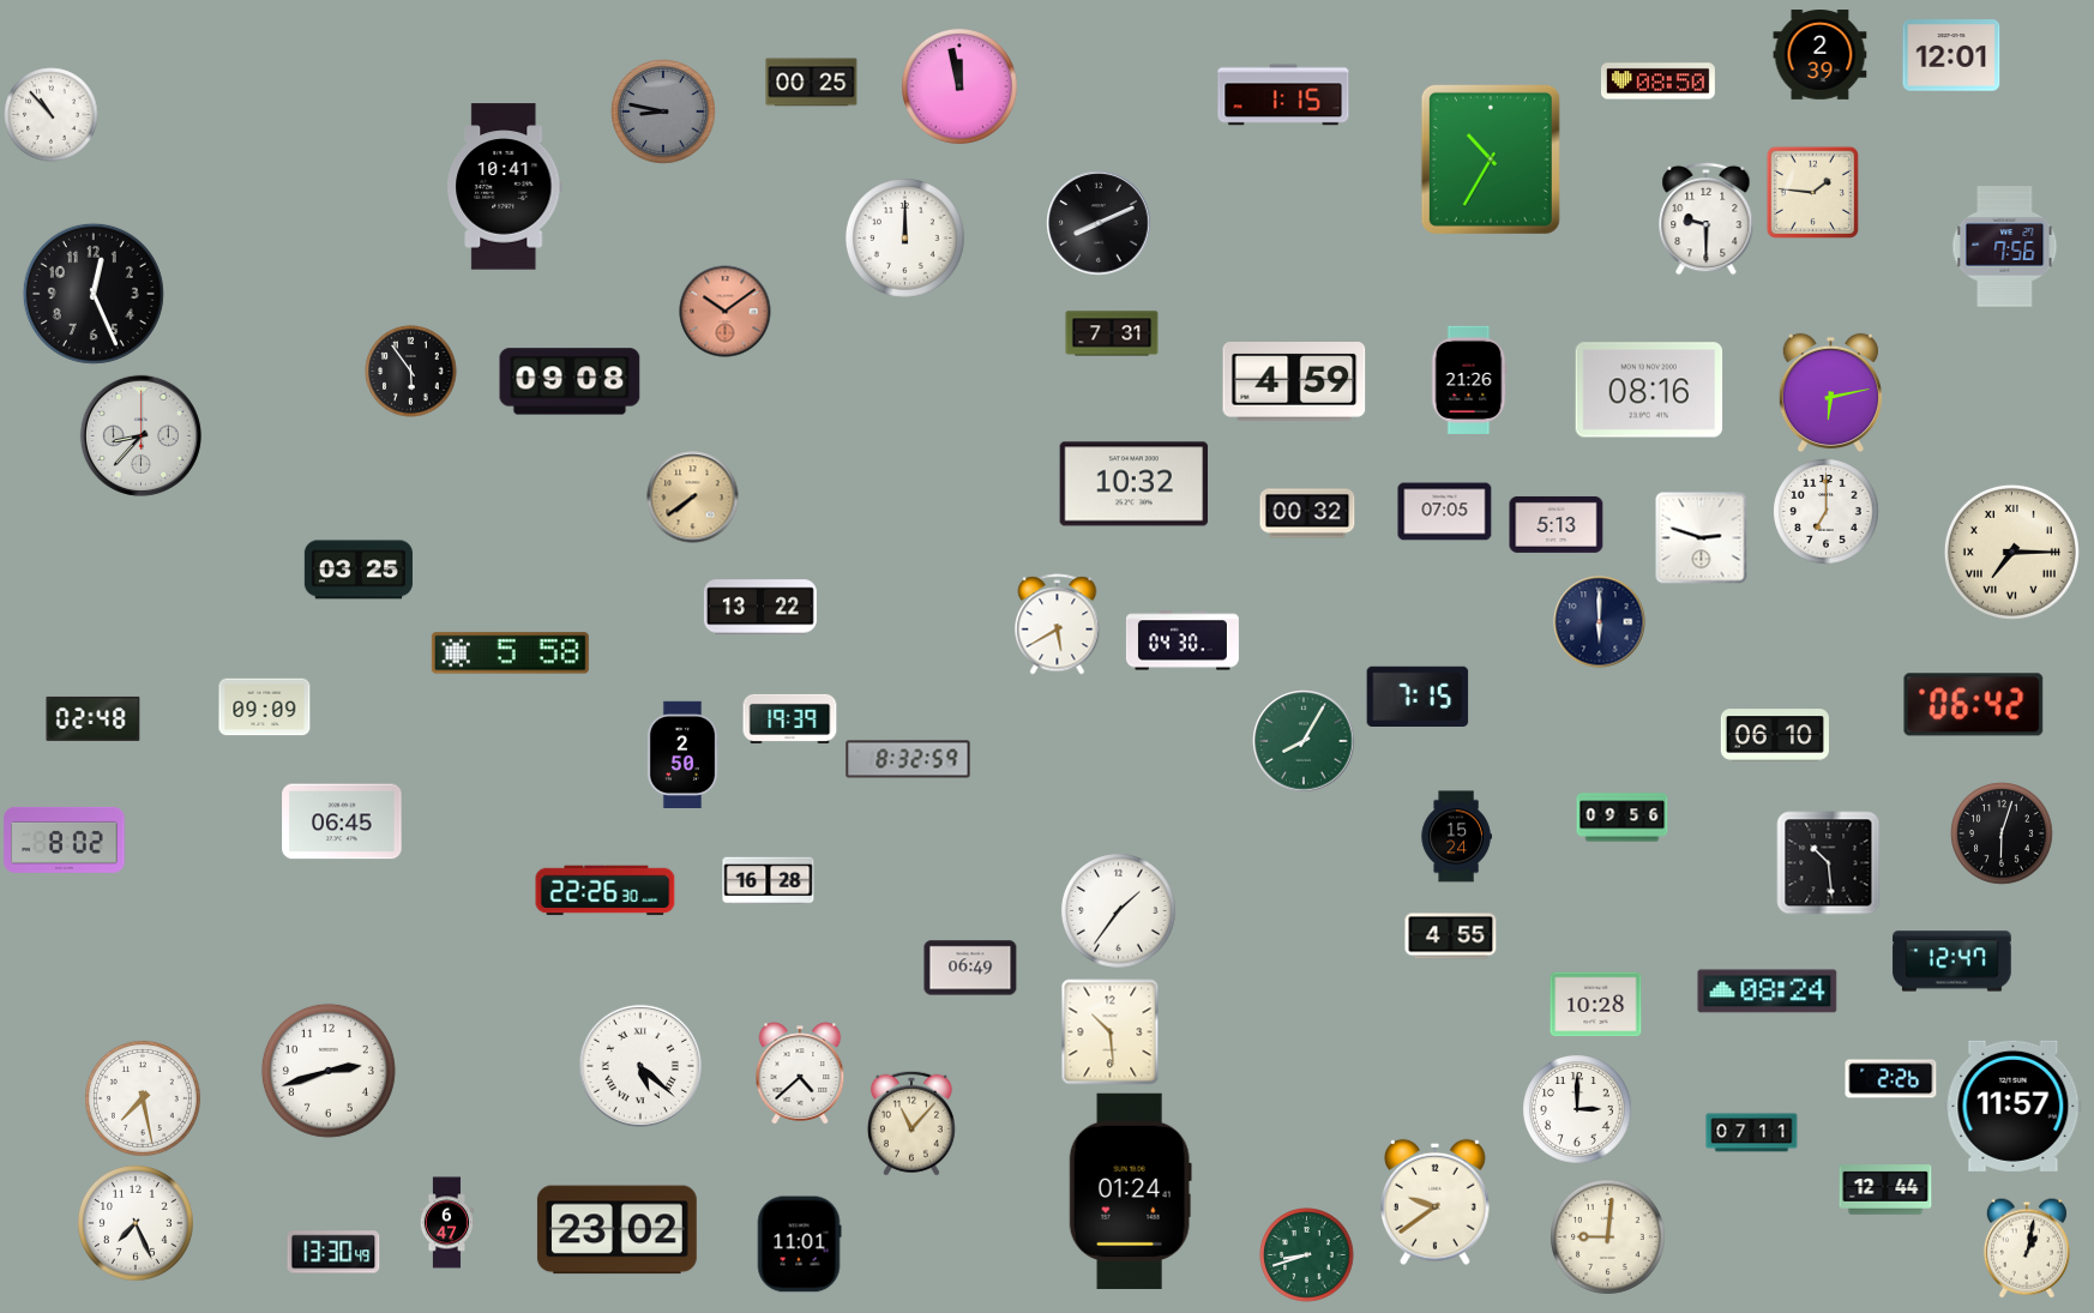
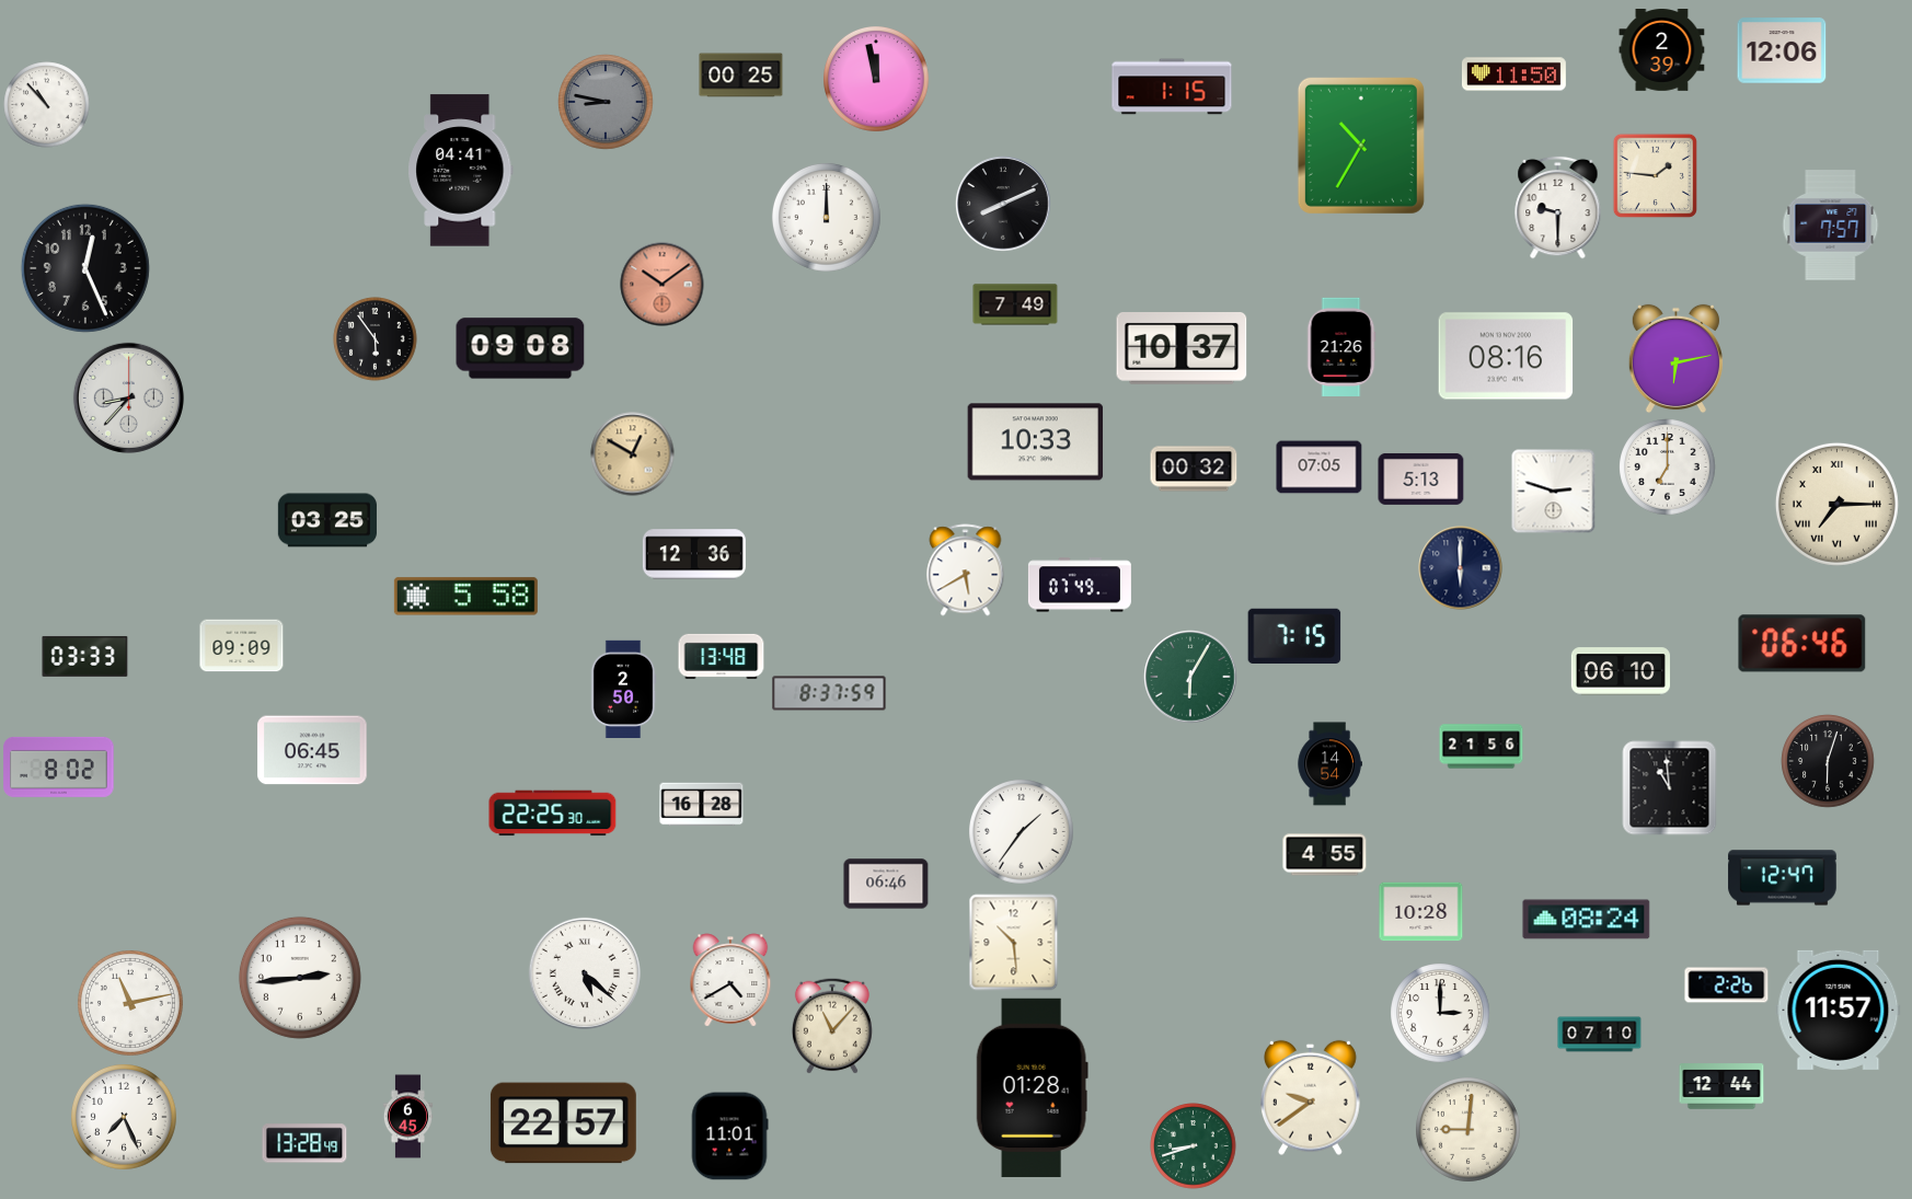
clock at (1951, 55): 12:01 -> 12:06
clock at (1657, 82): 08:50 -> 11:50
clock at (505, 187): 10:41 -> 04:41
clock at (1707, 218) position: (1707, 218) -> (1558, 207)
clock at (2005, 247): 7:56 -> 7:57
clock at (1112, 333): 7:31 -> 7:49
clock at (1294, 383): 4:59 -> 10:37
clock at (1830, 393) position: (1830, 393) -> (1675, 359)
clock at (1135, 484): 10:32 -> 10:33
clock at (693, 498): 7:39 -> 12:50
clock at (760, 607): 13:22 -> 12:36
clock at (1183, 640): 04:30 -> 07:49
clock at (1974, 705): 06:42 -> 06:46
clock at (94, 718): 02:48 -> 03:33
clock at (790, 718): 19:39 -> 13:48
clock at (1304, 741): 8:05 -> 6:05
clock at (908, 759): 8:32 -> 8:37
clock at (1623, 818): 09:56 -> 21:56
clock at (1456, 837): 15:24 -> 14:54
clock at (1829, 863): 10:29 -> 10:59
clock at (606, 891): 22:26 -> 22:25
clock at (970, 968): 06:49 -> 06:46
clock at (1768, 992) position: (1768, 992) -> (1587, 920)
clock at (1596, 1005) position: (1596, 1005) -> (1421, 912)
clock at (329, 1071): 2:42 -> 2:44
clock at (800, 1073): 4:38 -> 4:40
clock at (144, 1100): 7:28 -> 11:13
clock at (1752, 1133): 07:11 -> 07:10
clock at (1130, 1191): 01:24 -> 01:28
clock at (447, 1223): 6:47 -> 6:45
clock at (616, 1230): 23:02 -> 22:57
clock at (2027, 1248): 1:02 -> none
clock at (333, 1252): 13:30 -> 13:28
